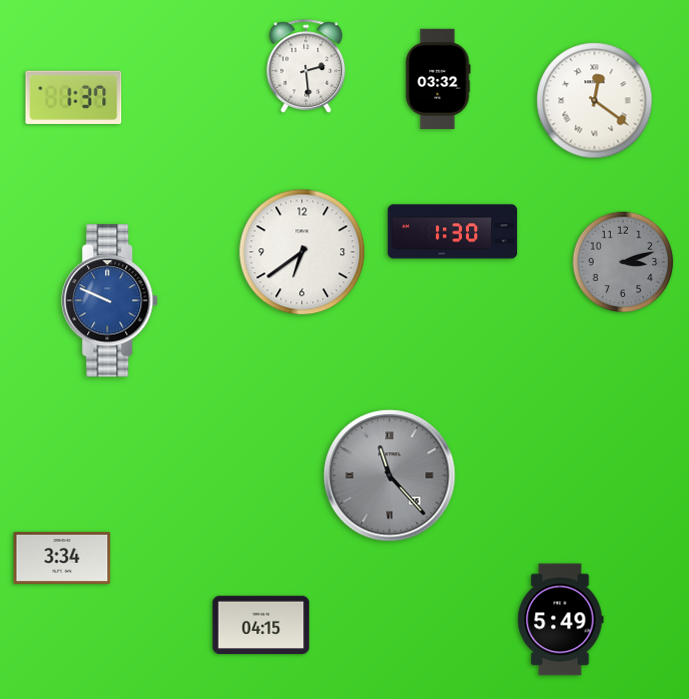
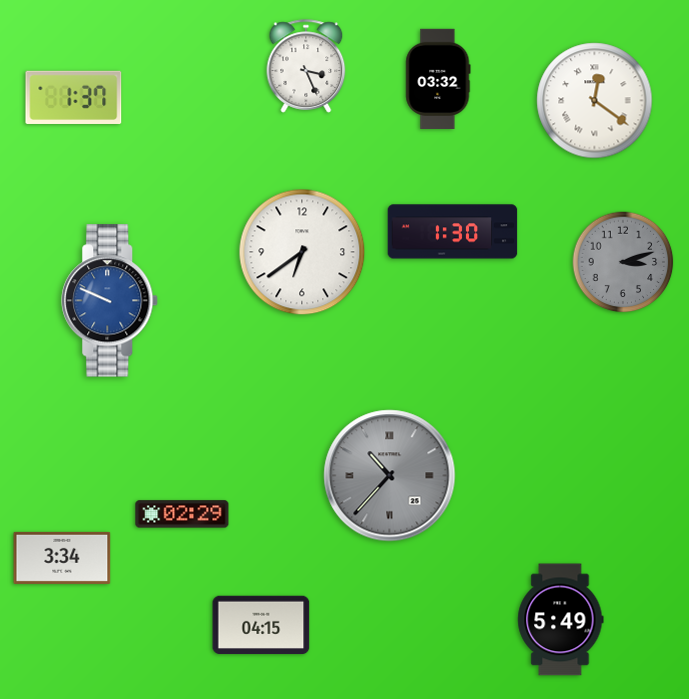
clock at (306, 66): 2:29 -> 3:26
clock at (390, 476): 11:23 -> 10:37
clock at (182, 514): none -> 02:29
